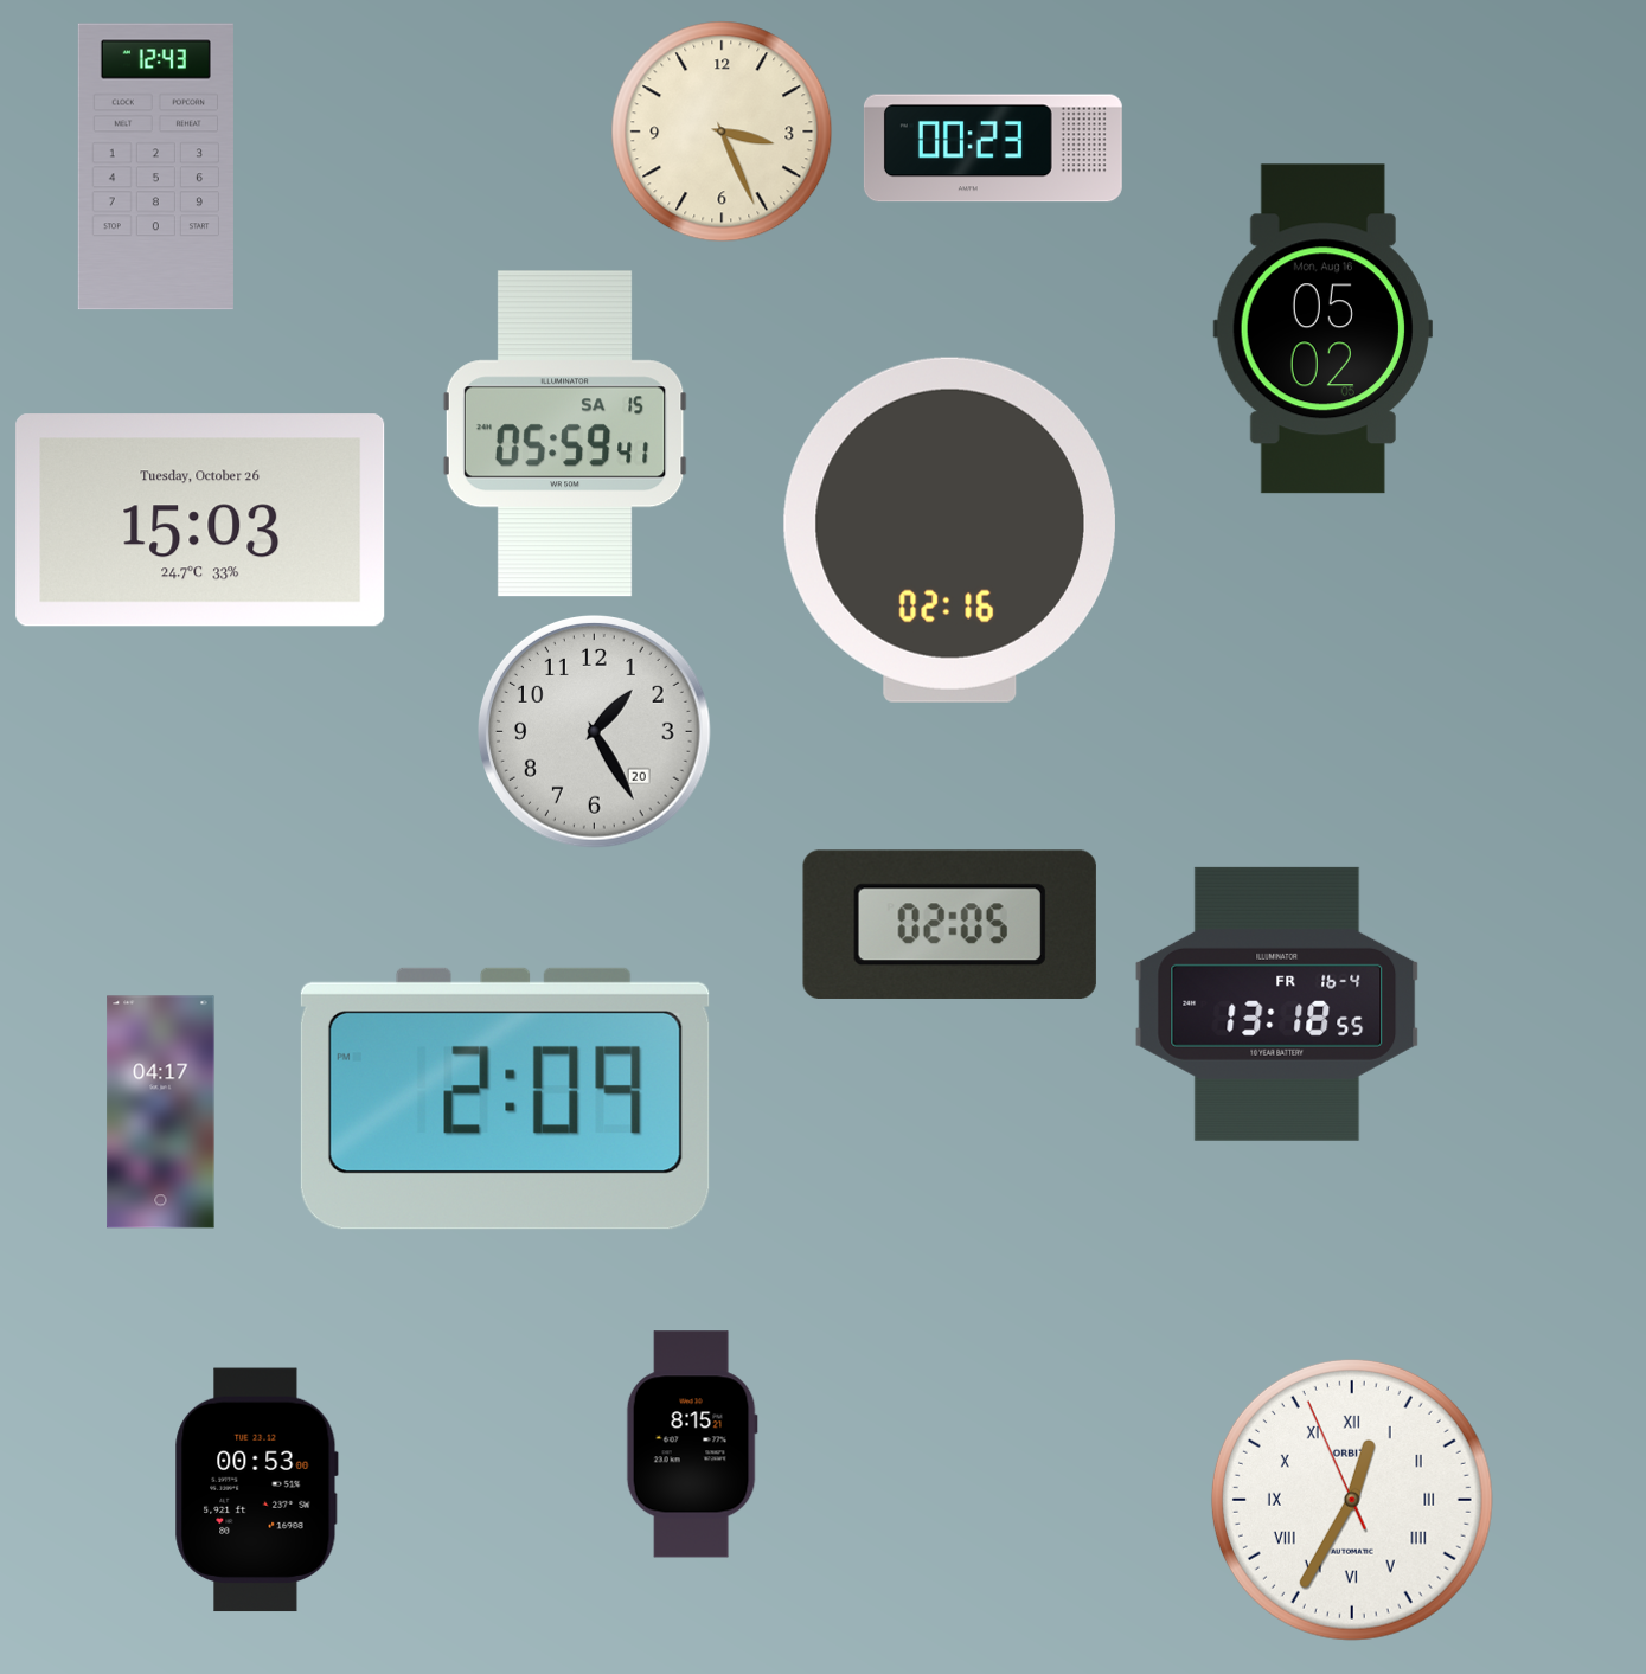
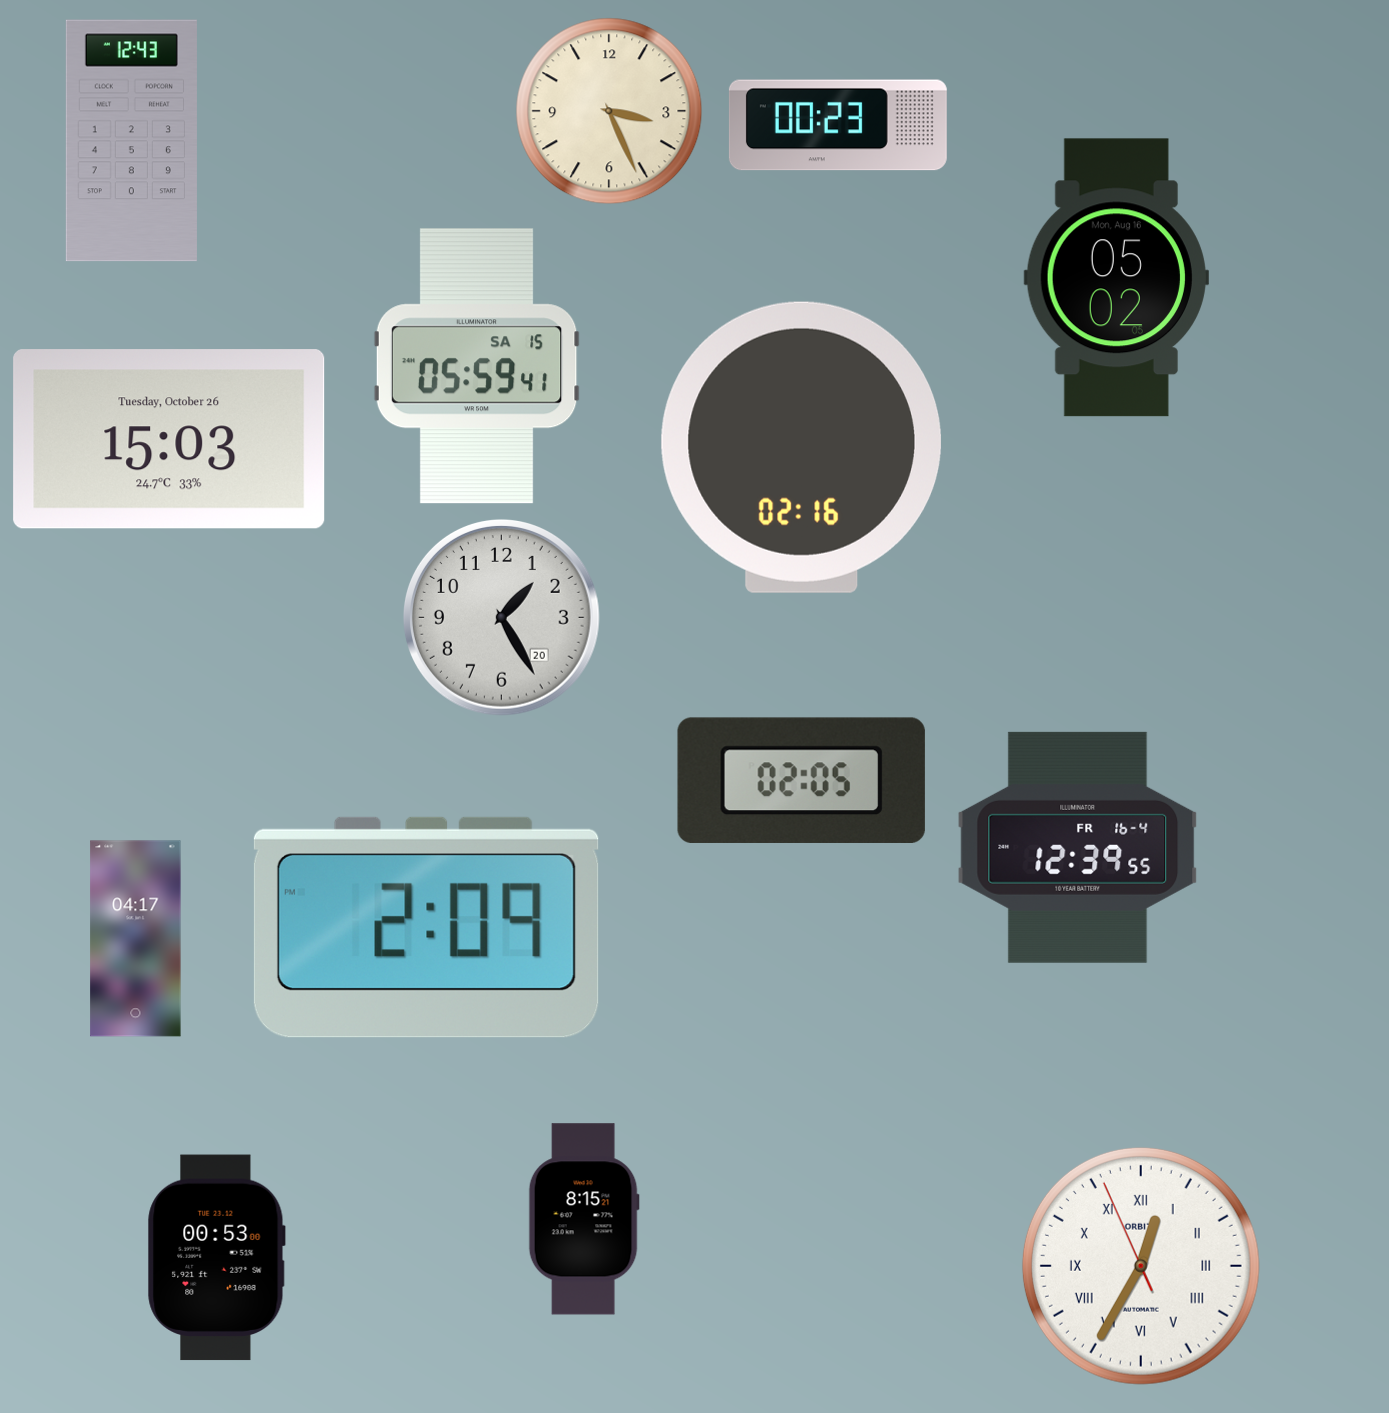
clock at (1277, 1003): 13:18 -> 12:39
